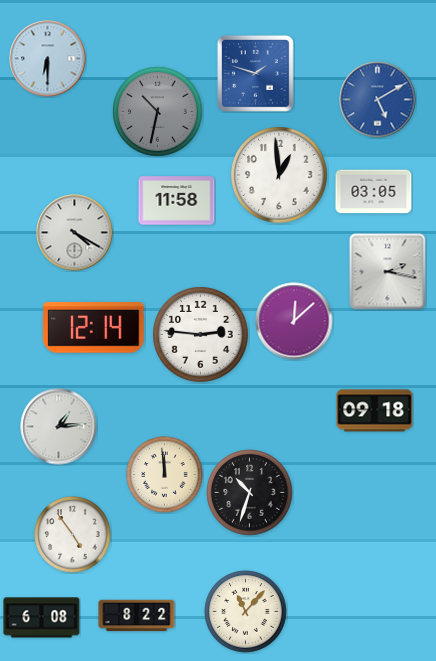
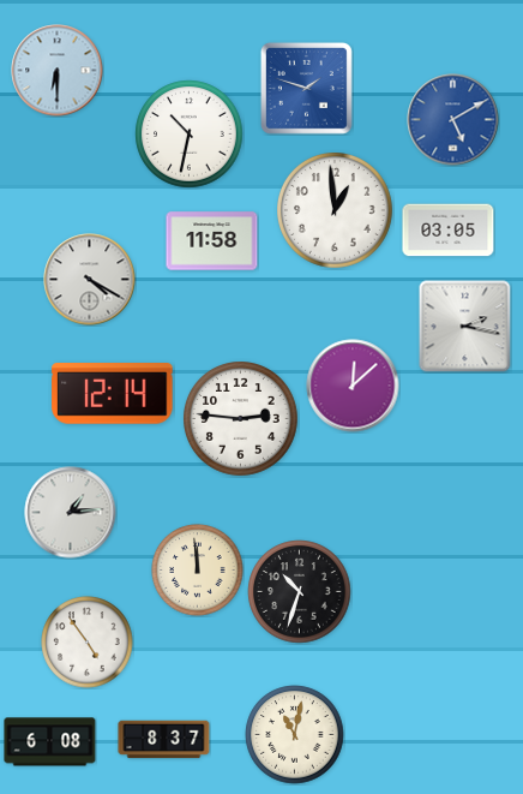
clock at (158, 112) dial: grey -> white
clock at (201, 335) position: (201, 335) -> (241, 419)
clock at (375, 411): 09:18 -> none
clock at (246, 612): 11:07 -> 11:02
clock at (137, 616): 8:22 -> 8:37
